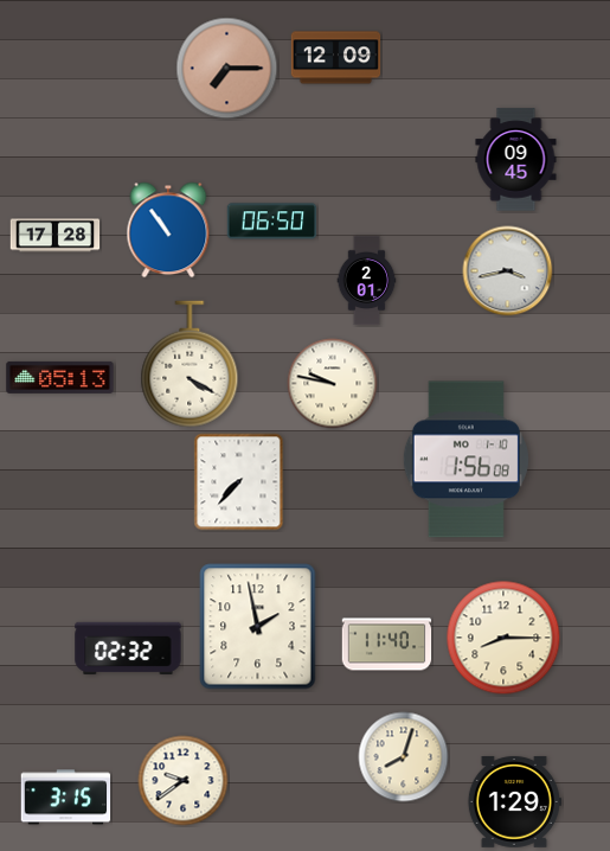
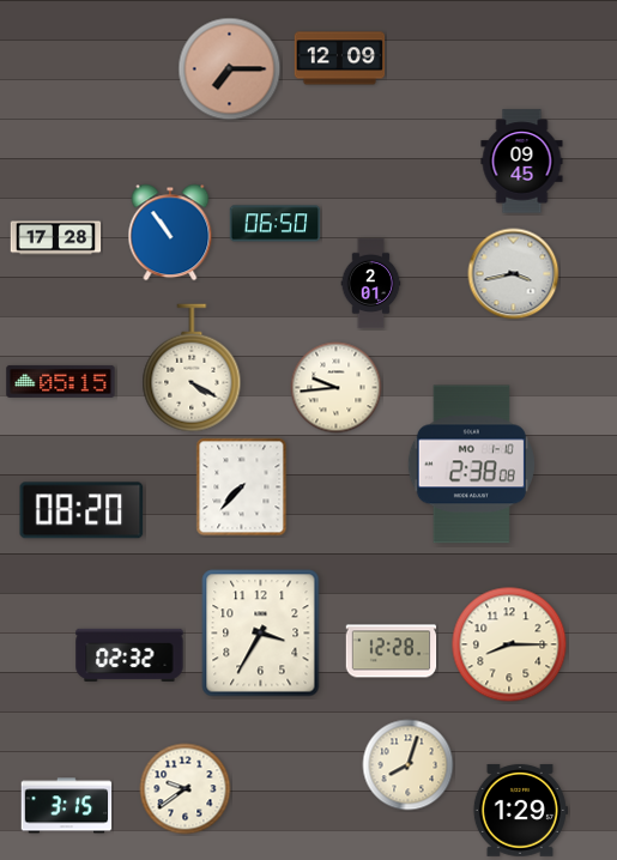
clock at (60, 377): 05:13 -> 05:15
clock at (333, 384): 9:47 -> 9:44
clock at (465, 460): 1:56 -> 2:38
clock at (81, 510): none -> 08:20
clock at (258, 627): 1:58 -> 3:35
clock at (387, 645): 11:40 -> 12:28
